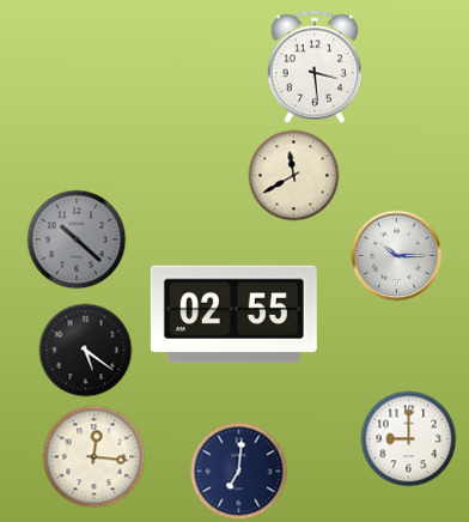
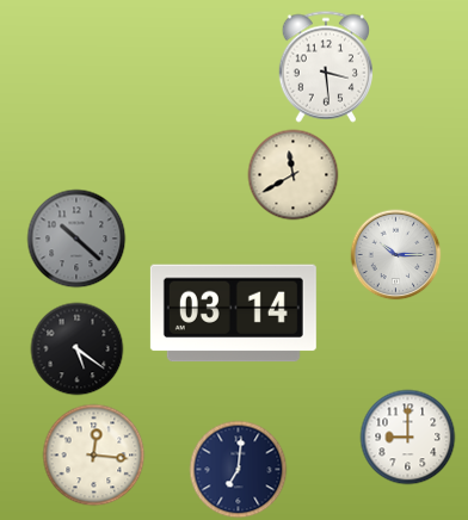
clock at (313, 67) position: (313, 67) -> (325, 67)
clock at (233, 315): 02:55 -> 03:14
clock at (86, 351) position: (86, 351) -> (78, 349)
